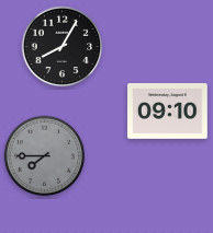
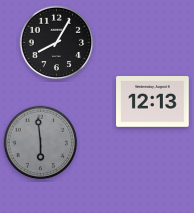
clock at (168, 112): 09:10 -> 12:13
clock at (45, 156): 7:45 -> 5:59
